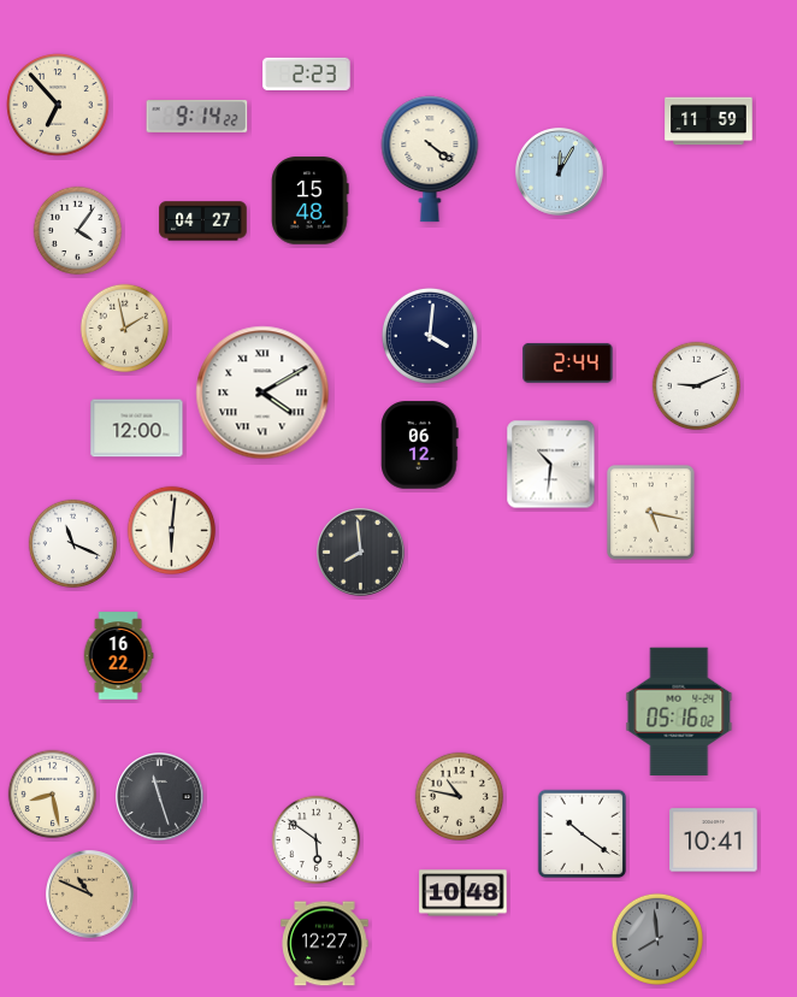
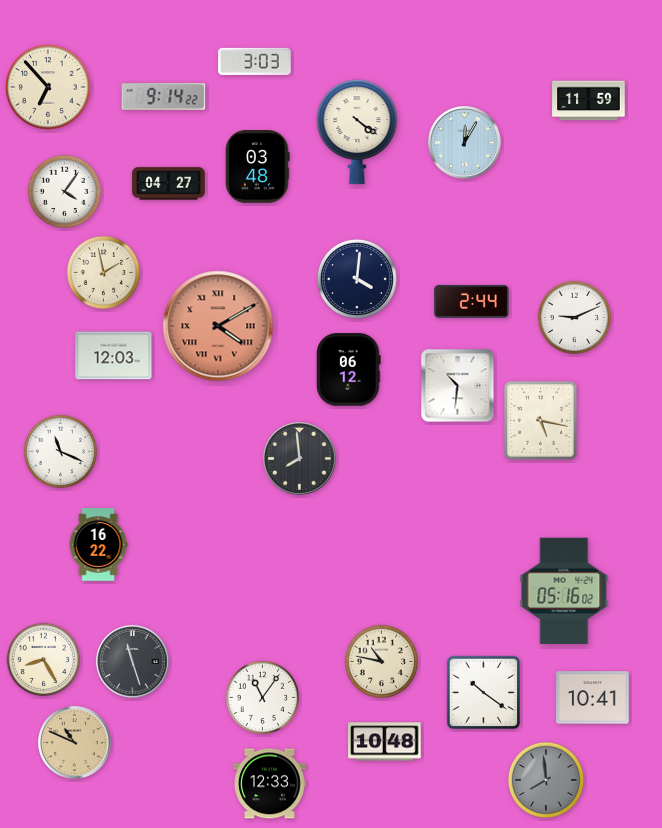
clock at (307, 73): 2:23 -> 3:03
clock at (311, 201): 15:48 -> 03:48
clock at (697, 387) position: (697, 387) -> (575, 318)
clock at (262, 393) dial: white -> salmon
clock at (137, 429): 12:00 -> 12:03
clock at (651, 513) position: (651, 513) -> (541, 421)
clock at (172, 531): 6:01 -> none
clock at (53, 795): 8:28 -> 8:25
clock at (317, 840): 5:51 -> 11:06
clock at (325, 944): 12:27 -> 12:33
